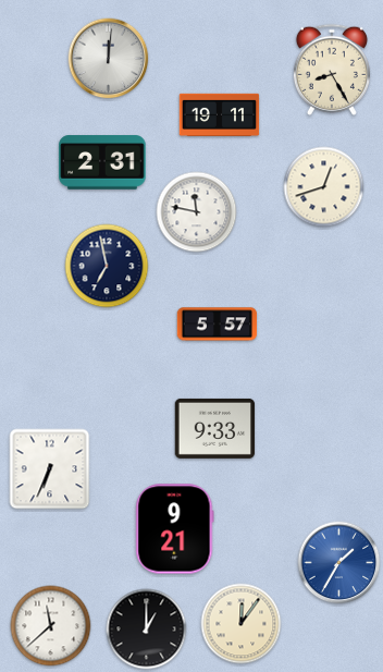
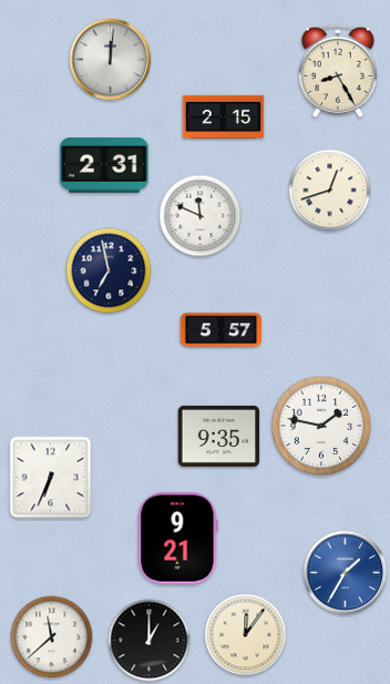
clock at (220, 114): 19:11 -> 2:15
clock at (197, 212): 11:47 -> 11:49
clock at (321, 426): none -> 1:47
clock at (215, 428): 9:33 -> 9:35
